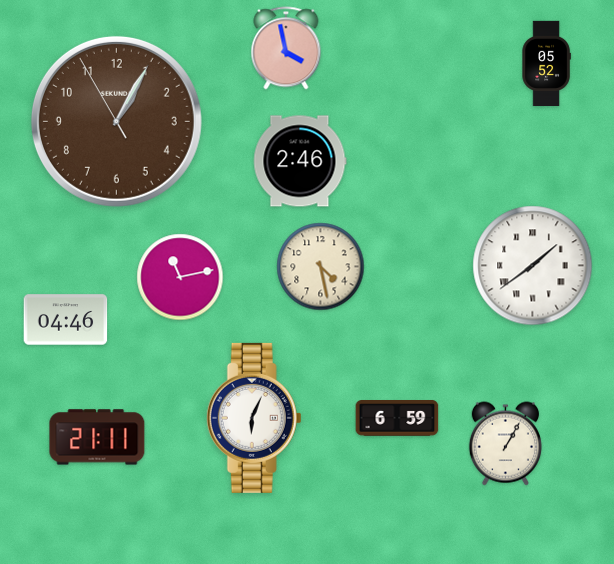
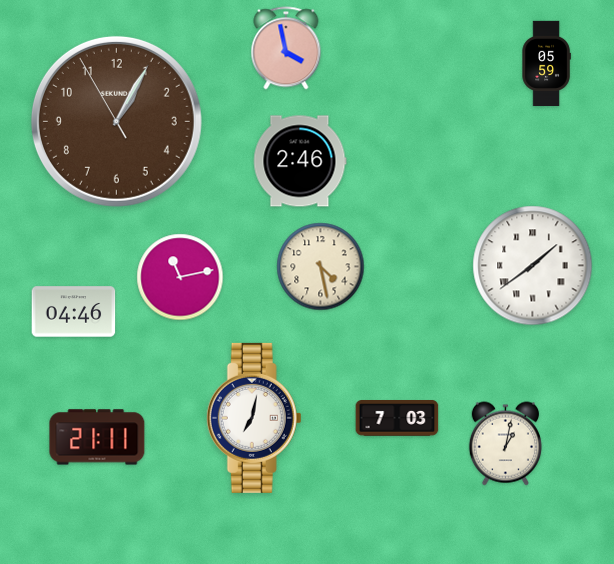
clock at (546, 64): 05:52 -> 05:59
clock at (66, 320) position: (66, 320) -> (74, 312)
clock at (254, 418): 6:04 -> 7:02
clock at (397, 419): 6:59 -> 7:03
clock at (505, 444): 1:05 -> 1:02
